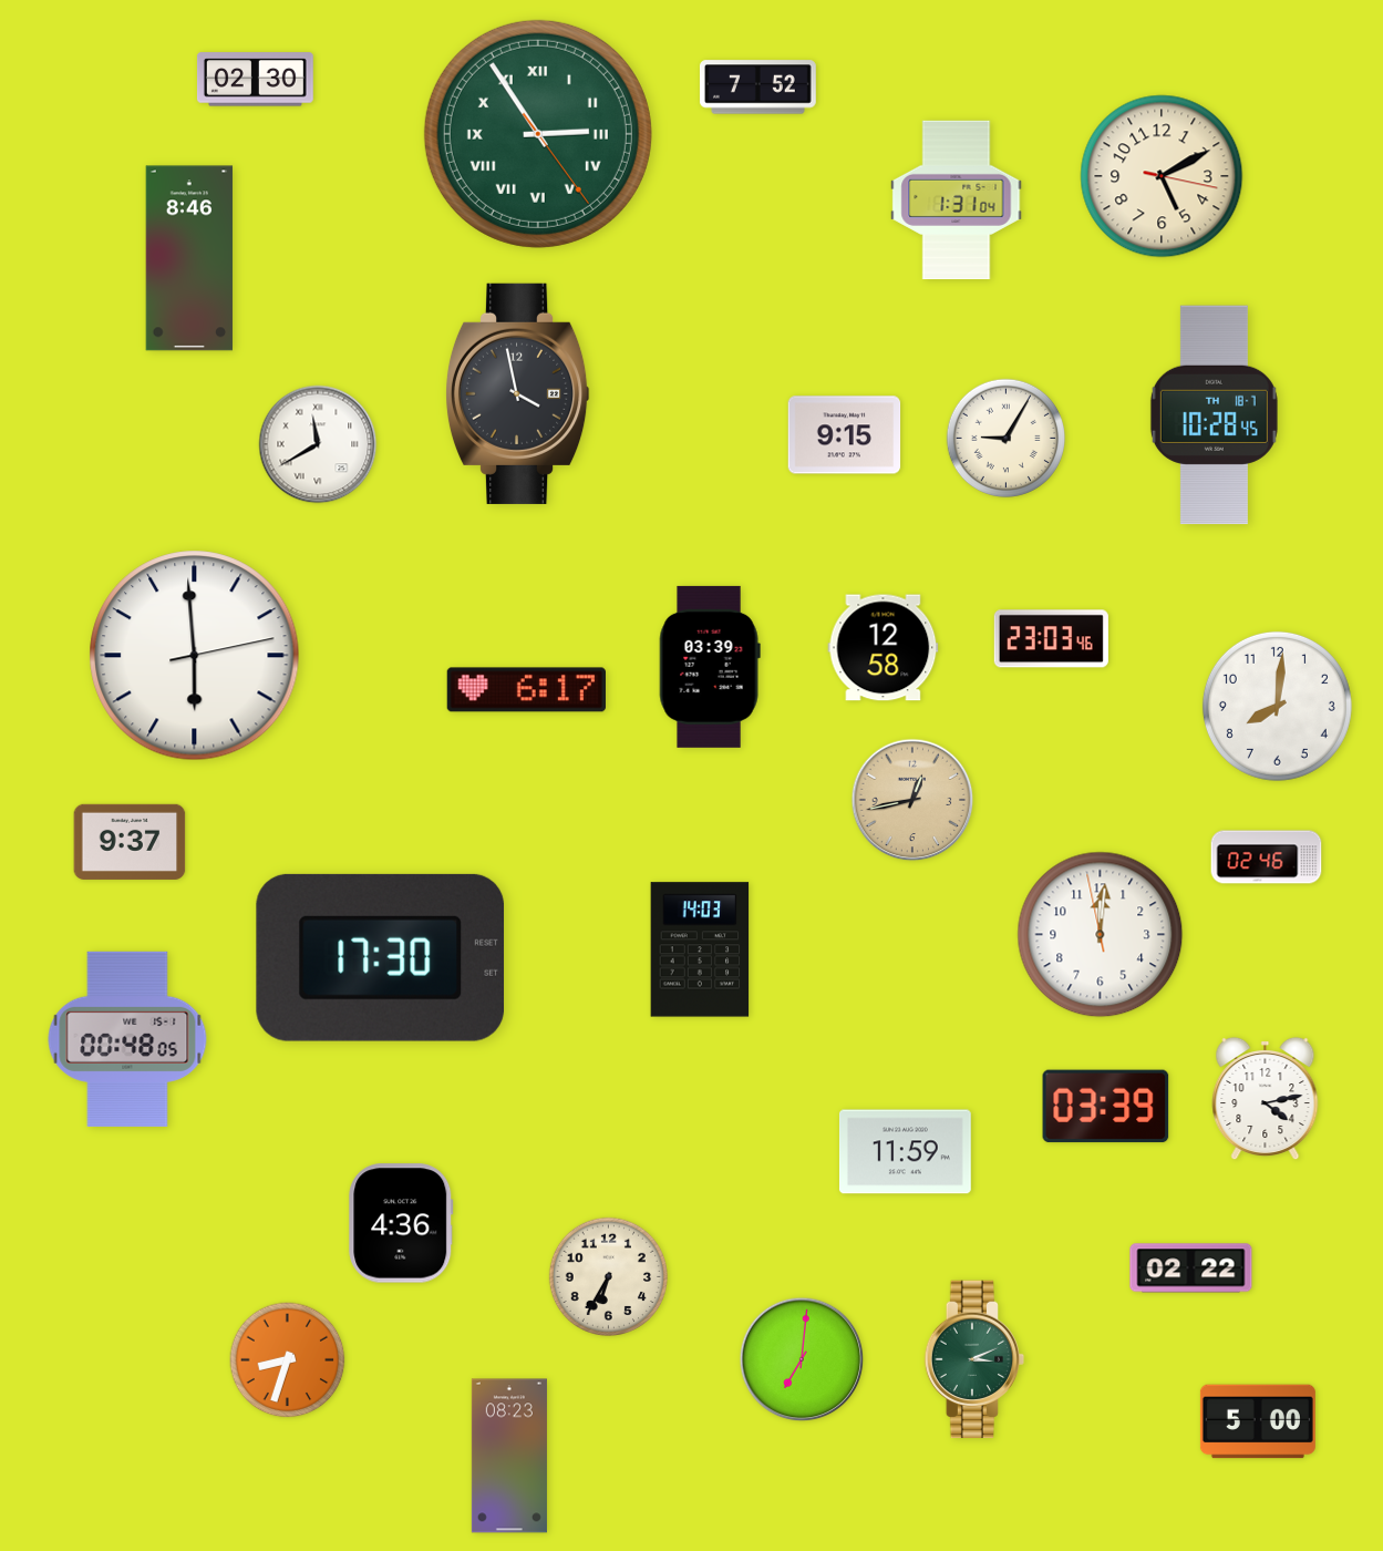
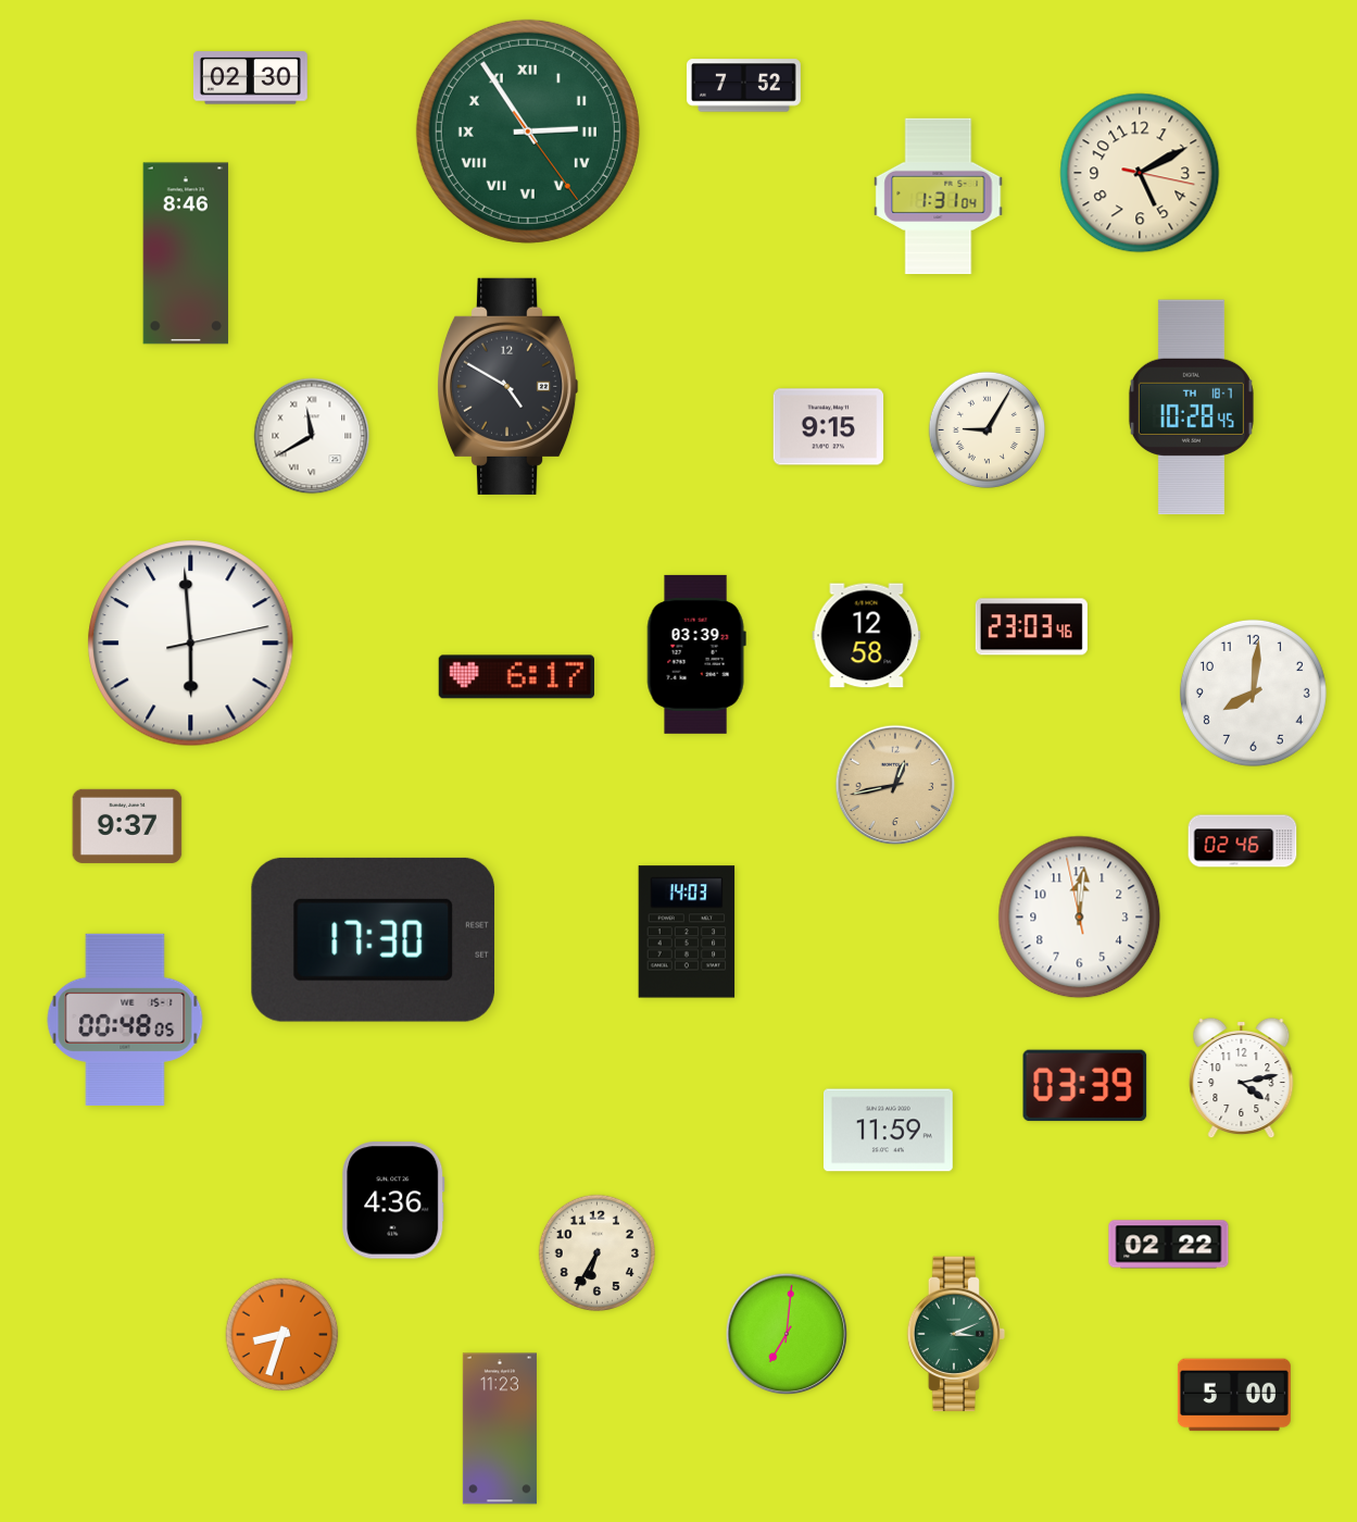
clock at (517, 393): 3:58 -> 4:50
clock at (509, 1456): 08:23 -> 11:23
